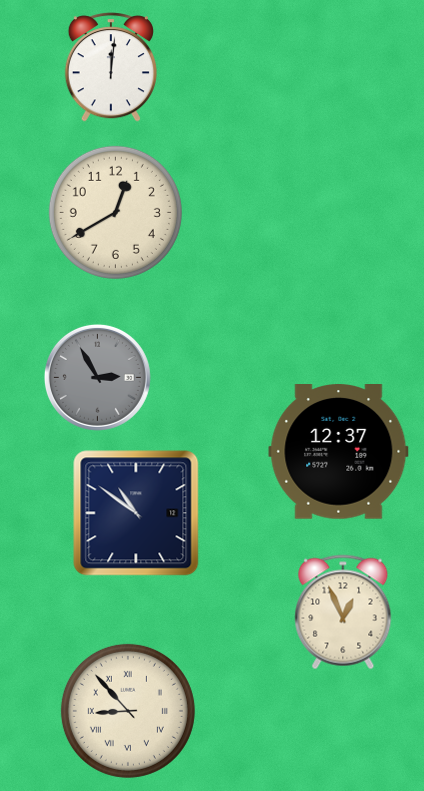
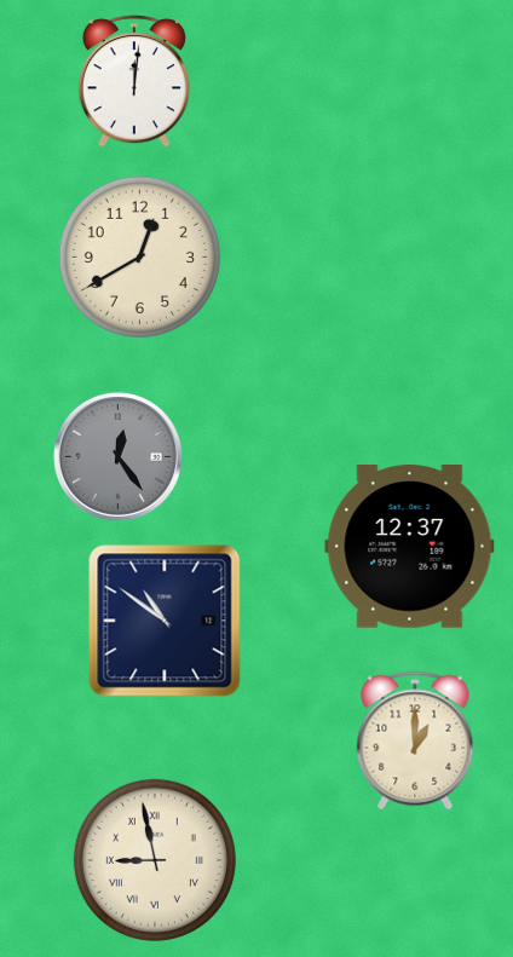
clock at (97, 377): 2:55 -> 12:24
clock at (343, 612): 12:56 -> 1:00
clock at (128, 711): 8:53 -> 8:58
